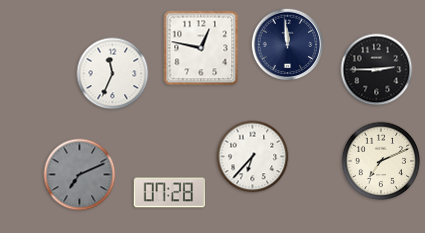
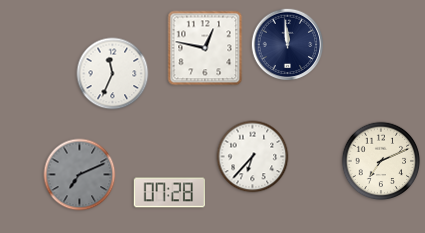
clock at (201, 48) position: (201, 48) -> (205, 48)
clock at (377, 70): 2:45 -> none
